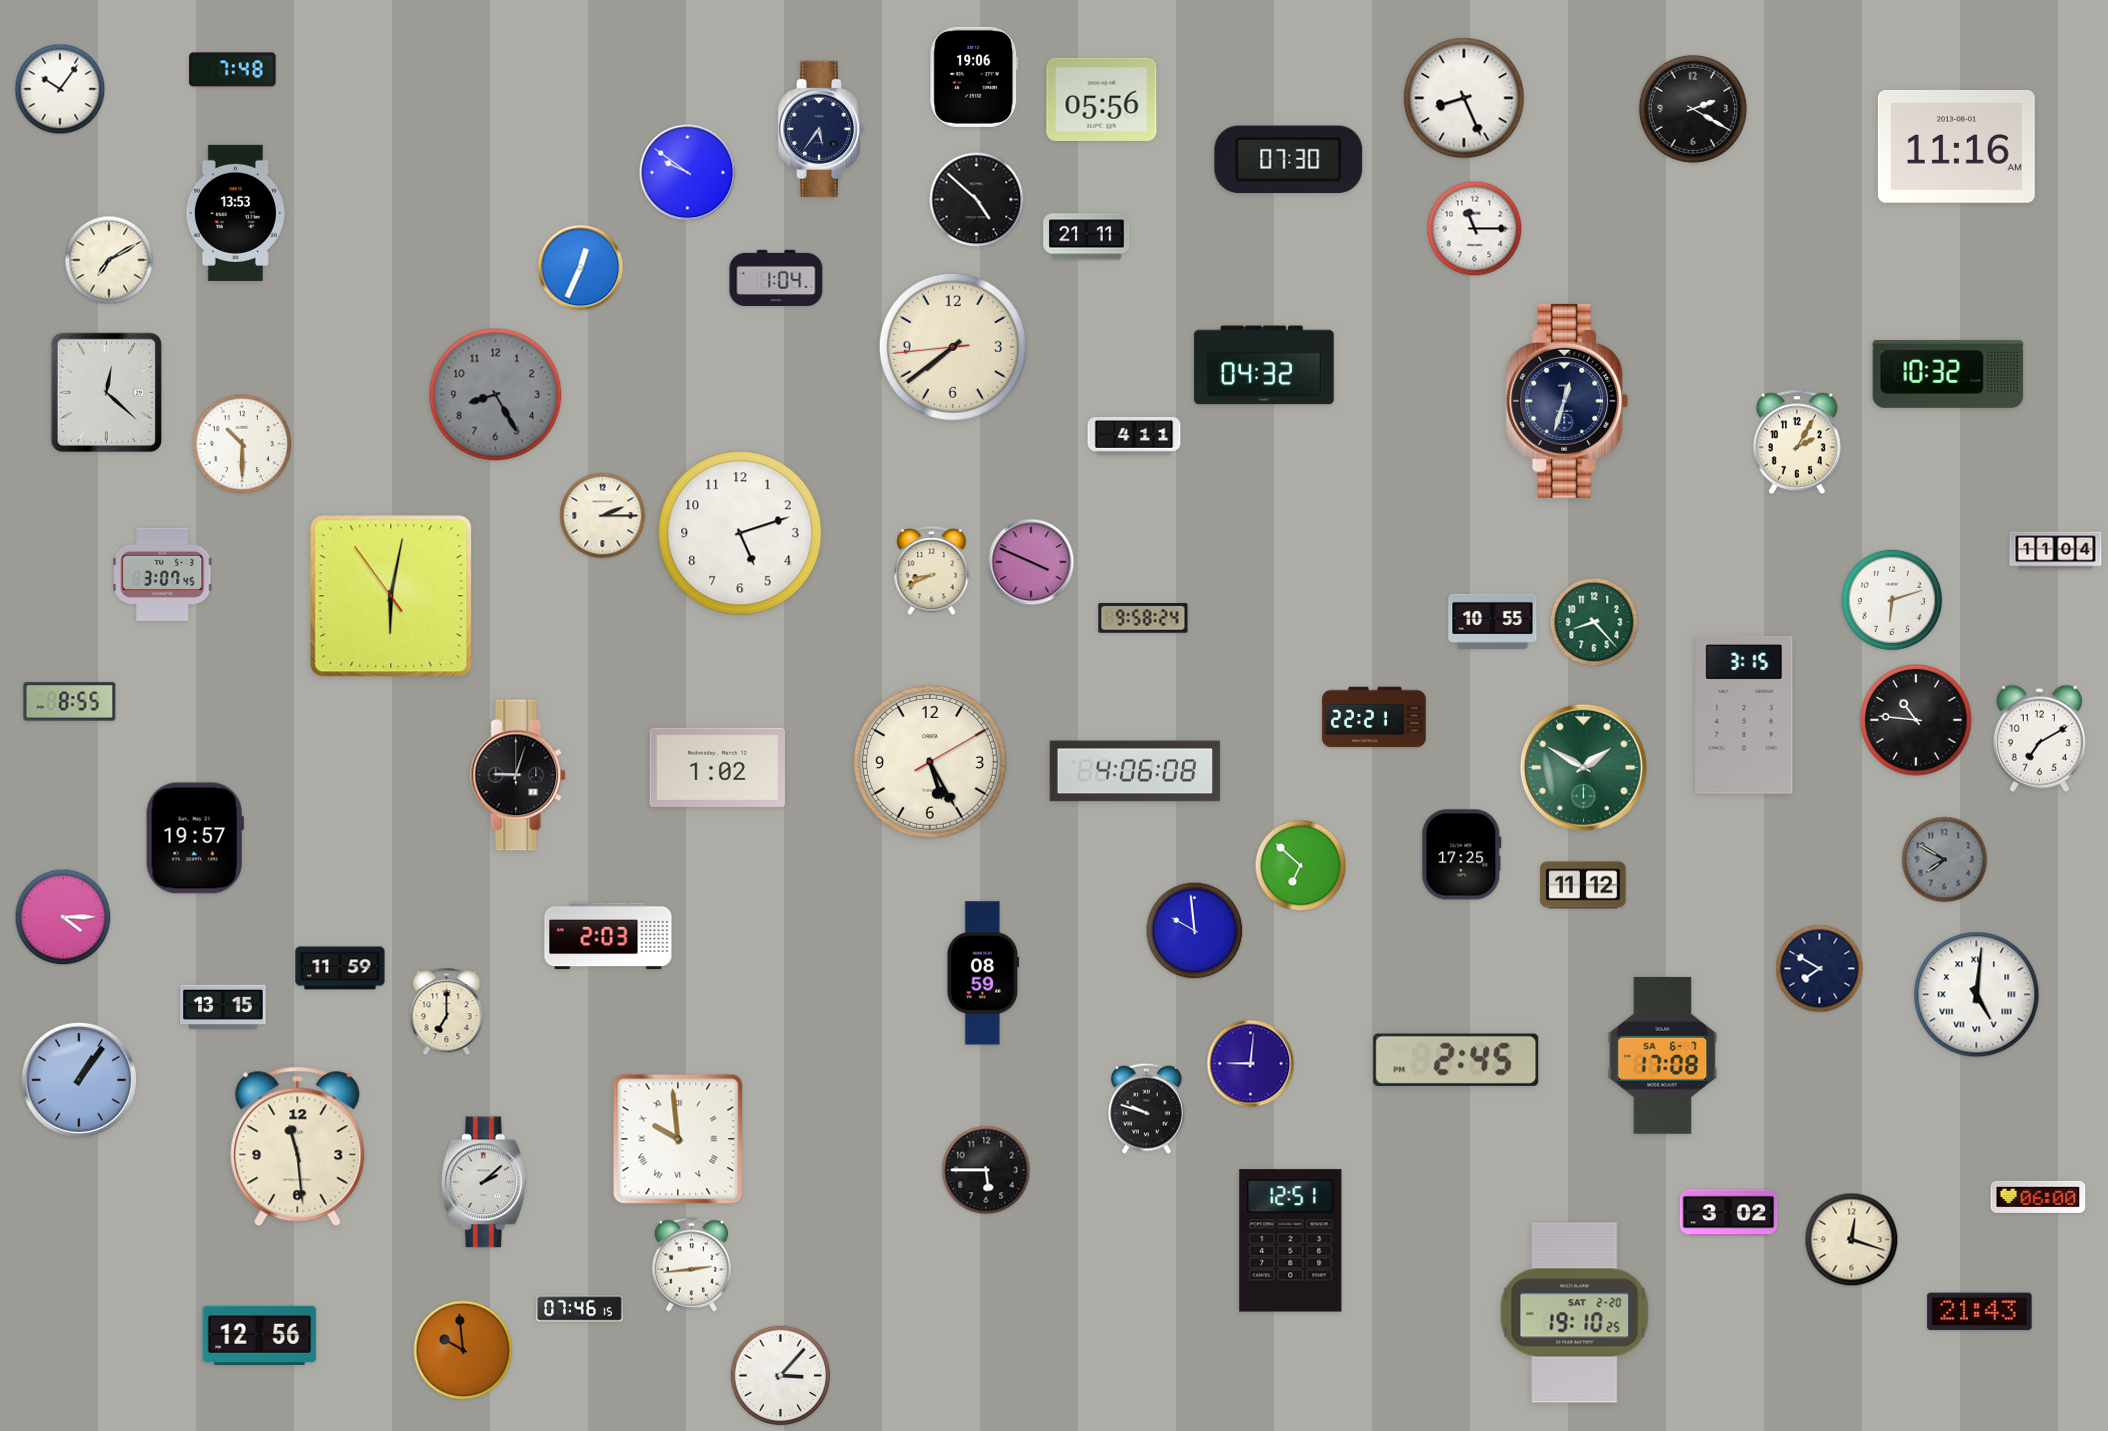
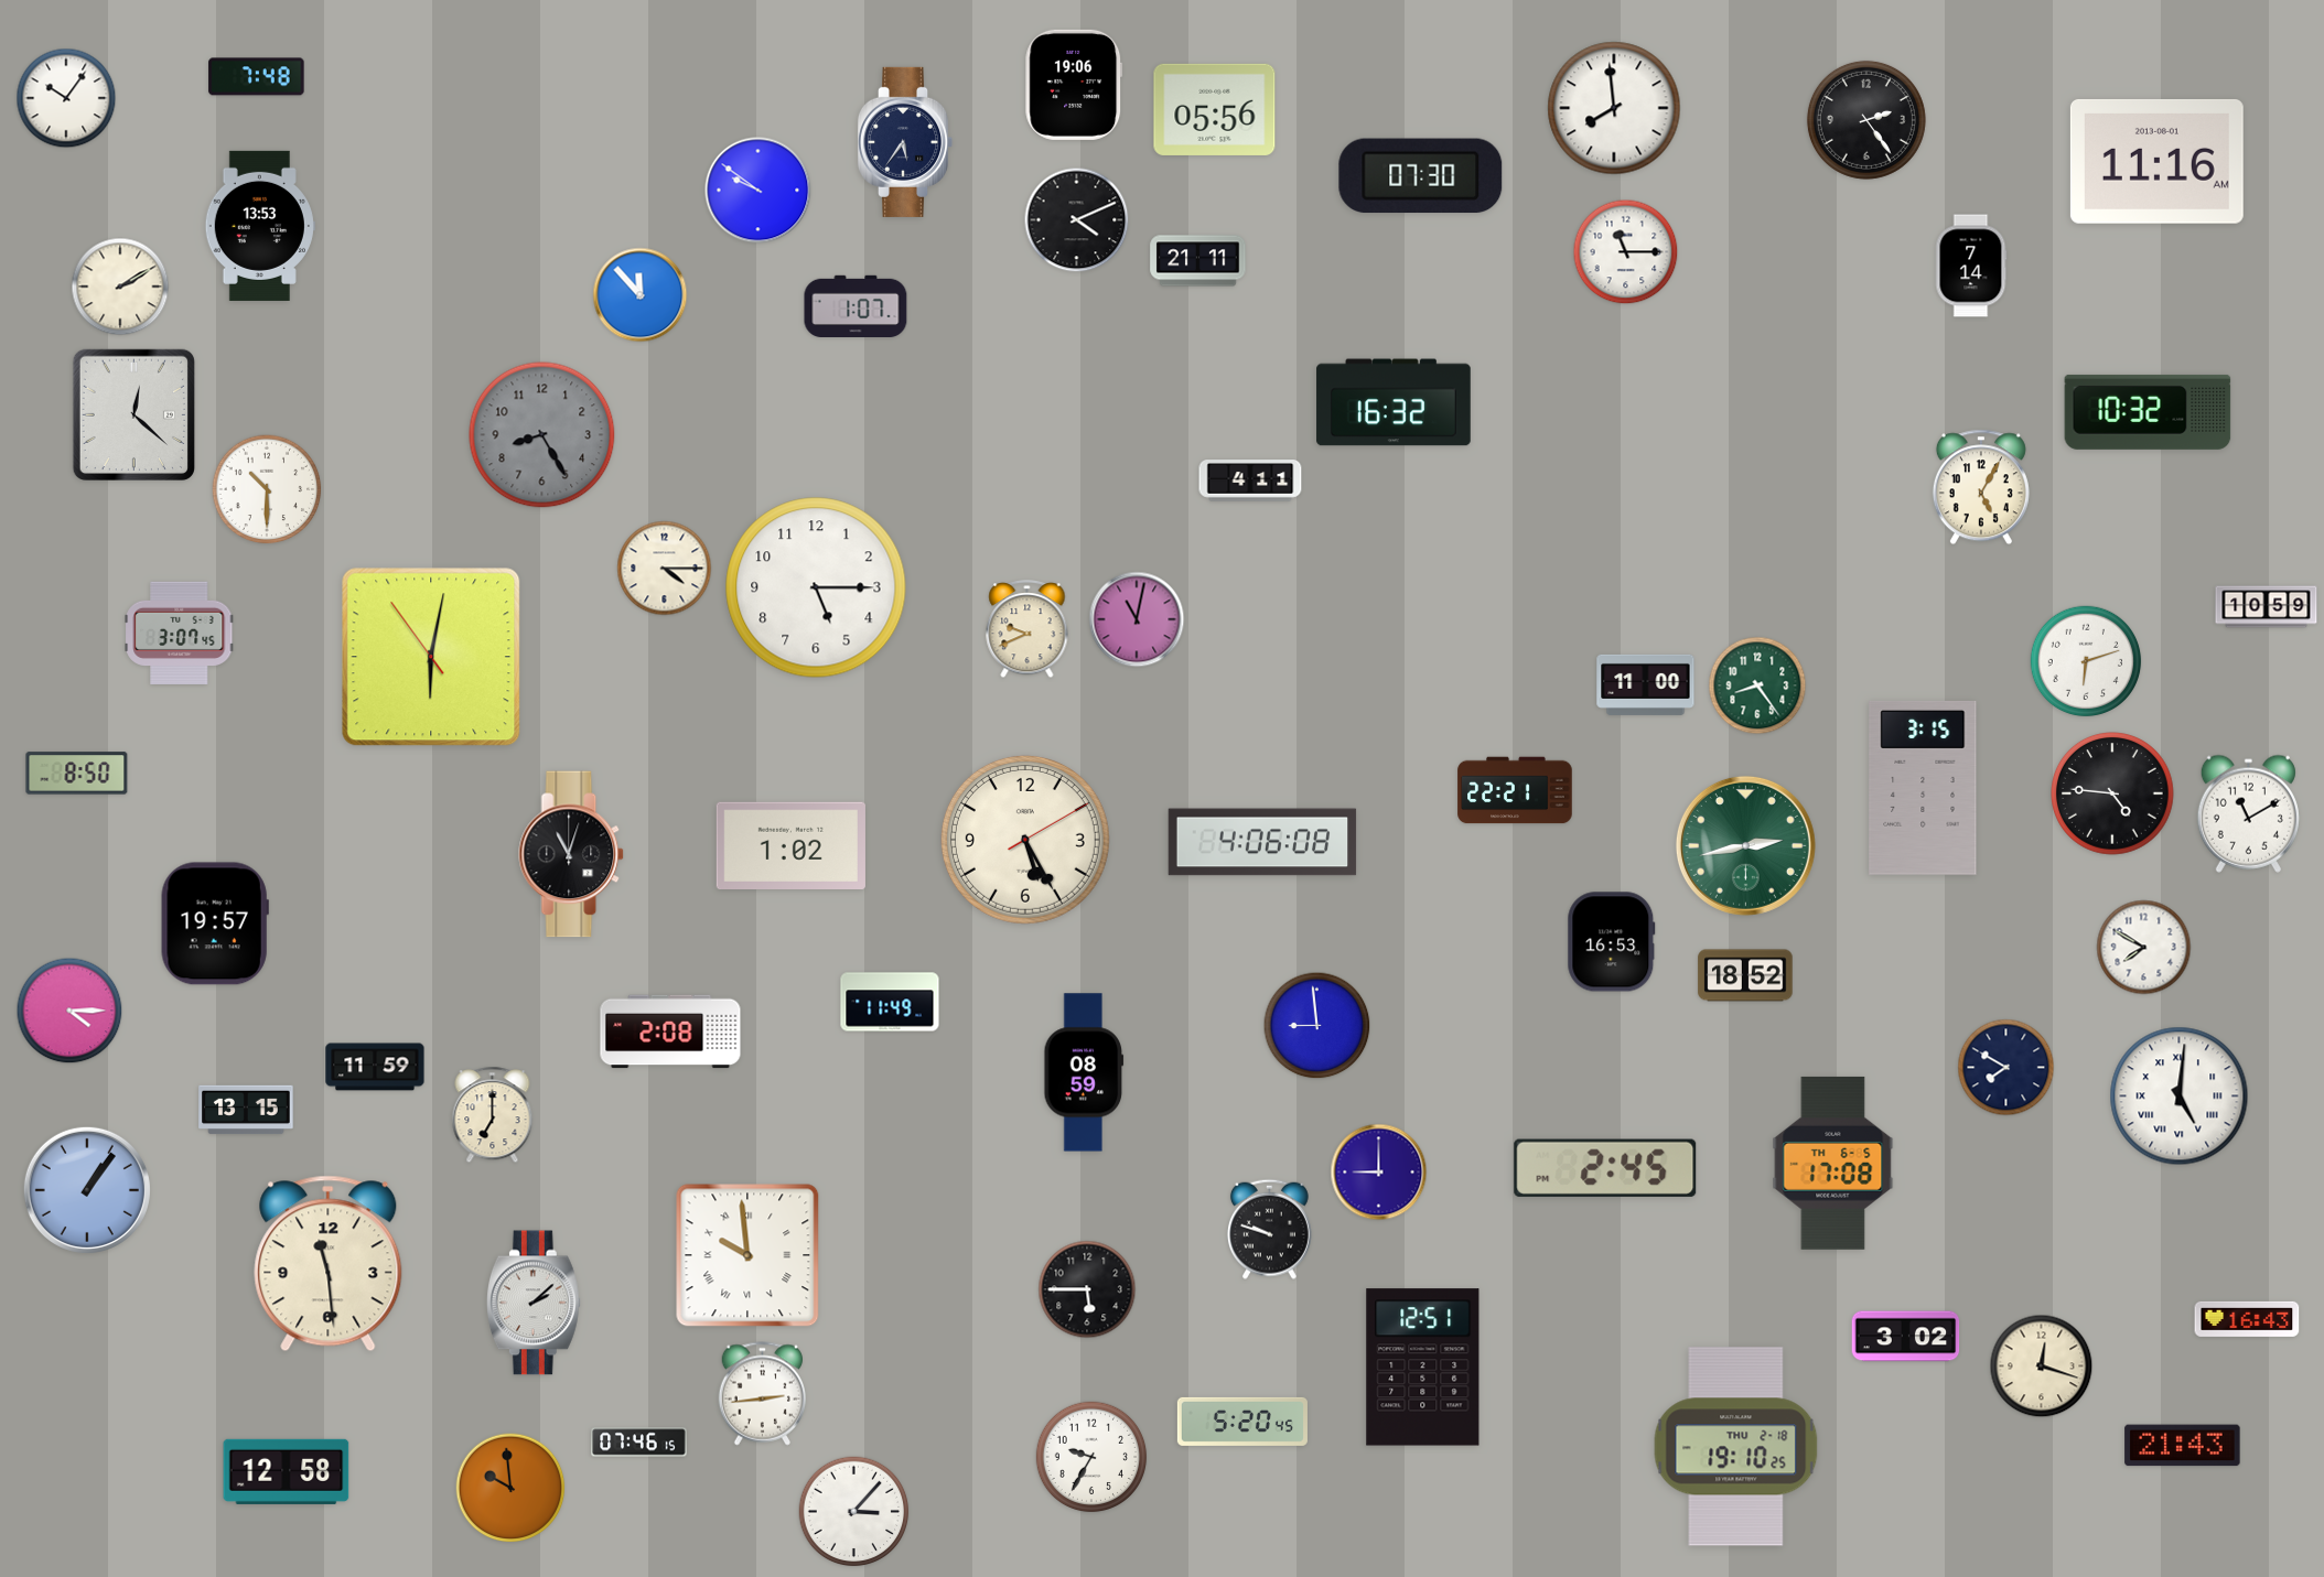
clock at (1464, 98): 8:26 -> 7:59
clock at (1693, 109): 2:20 -> 2:24
clock at (977, 200): 4:52 -> 4:11
clock at (236, 213) position: (236, 213) -> (260, 226)
clock at (1971, 266): none -> 7:14
clock at (109, 260): 7:10 -> 2:10
clock at (581, 268): 12:34 -> 11:53
clock at (776, 277): 1:04 -> 1:07
clock at (953, 347): 7:38 -> none
clock at (1264, 365): 04:32 -> 16:32
clock at (106, 392) position: (106, 392) -> (133, 414)
clock at (496, 395) position: (496, 395) -> (542, 435)
clock at (1567, 401): 12:33 -> none
clock at (1797, 442): 2:05 -> 5:05
clock at (603, 516): 2:15 -> 4:15
clock at (740, 533): 5:12 -> 5:15
clock at (2056, 551): 11:04 -> 10:59
clock at (1031, 562): 3:49 -> 11:02
clock at (932, 572): 8:41 -> 9:41
clock at (1143, 618): 9:58 -> none
clock at (1493, 621): 10:55 -> 11:00
clock at (1594, 622): 8:23 -> 8:24
clock at (70, 702): 8:55 -> 8:50
clock at (1917, 721): 10:46 -> 4:46
clock at (2039, 738): 7:10 -> 11:10
clock at (1583, 767): 1:50 -> 2:43
clock at (1135, 771) position: (1135, 771) -> (1262, 842)
clock at (519, 775): 9:03 -> 11:03
clock at (1462, 855): 17:25 -> 16:53
clock at (1945, 860) dial: grey -> white
clock at (1301, 866): 6:52 -> none
clock at (1583, 885): 11:12 -> 18:52
clock at (890, 1002): none -> 11:49
clock at (1195, 931): 9:59 -> 8:59
clock at (608, 936): 2:03 -> 2:08
clock at (1663, 1055) date: SA 6-7 -> TH 6-5
clock at (1251, 1064): 9:01 -> 9:00
clock at (1146, 1108) position: (1146, 1108) -> (1269, 1229)
clock at (2038, 1197): 06:00 -> 16:43
clock at (1242, 1422): none -> 5:20
clock at (1575, 1313) date: SAT 2-20 -> THU 2-18
clock at (1091, 1457): none -> 9:35
clock at (260, 1335): 12:56 -> 12:58
clock at (781, 1376) position: (781, 1376) -> (854, 1512)
